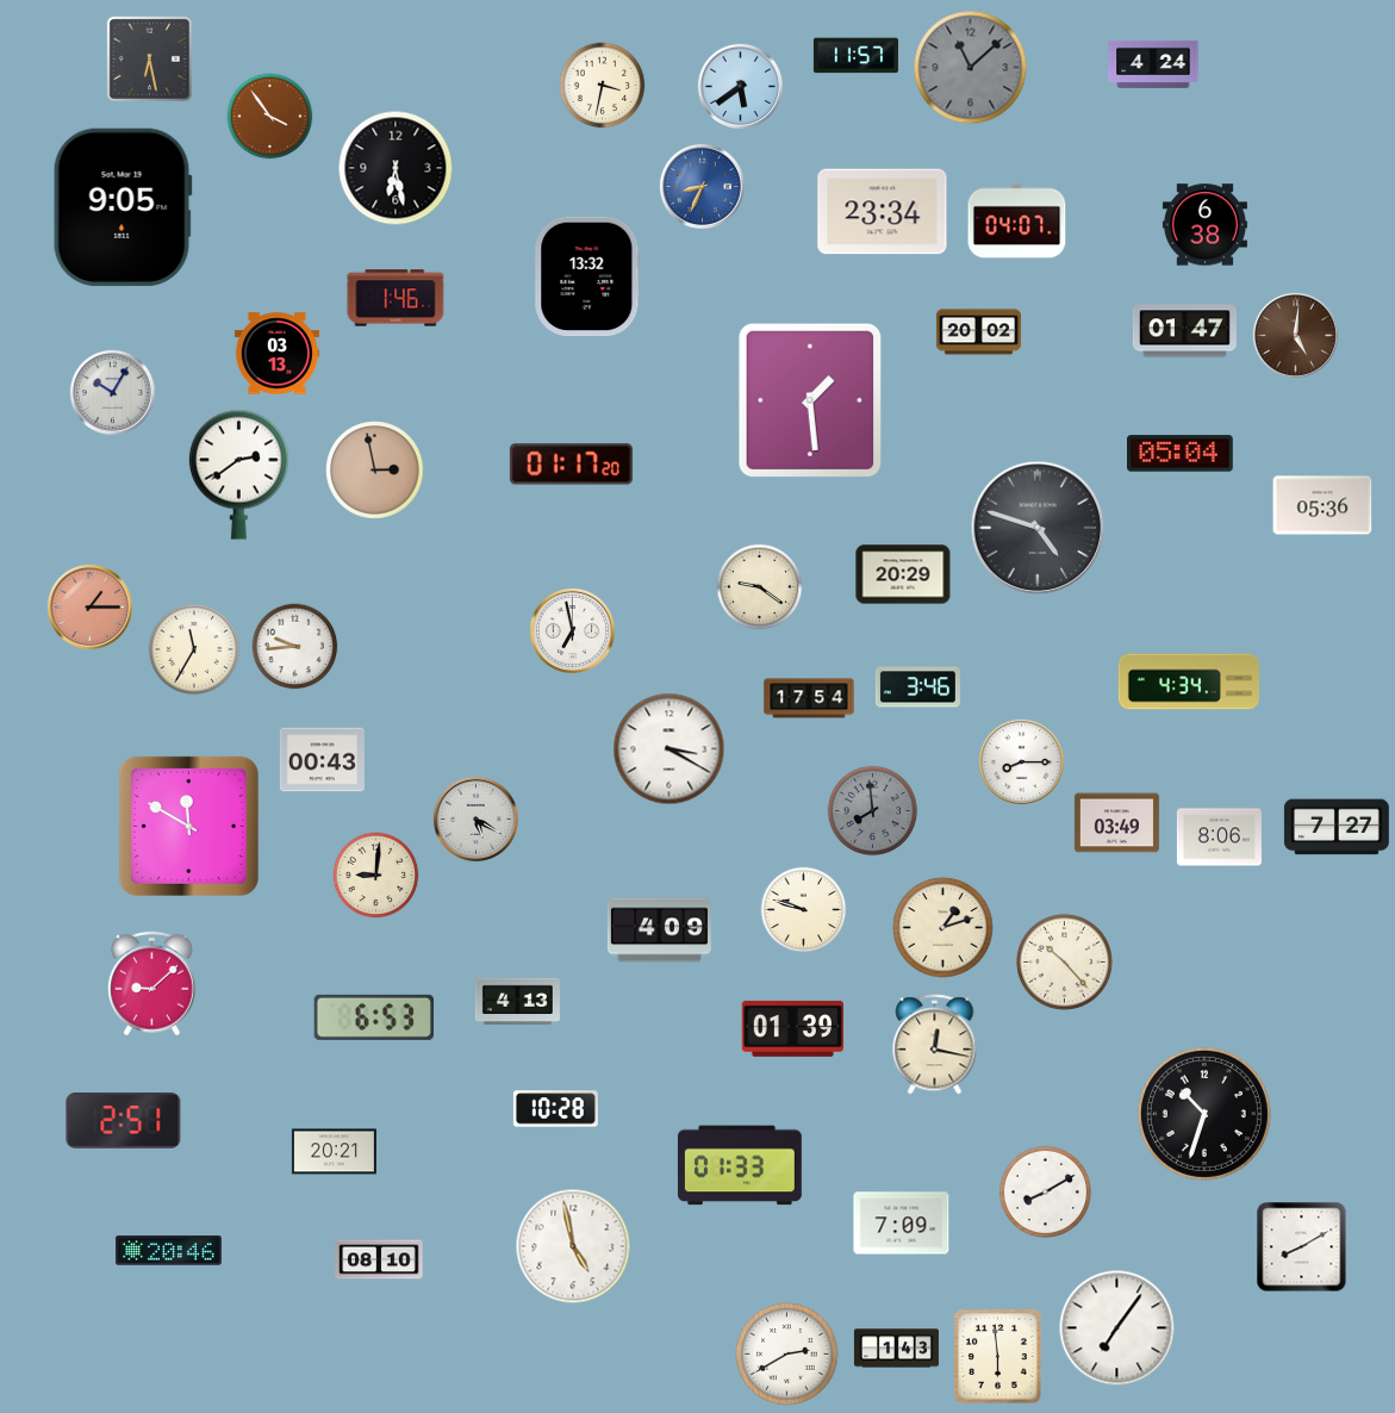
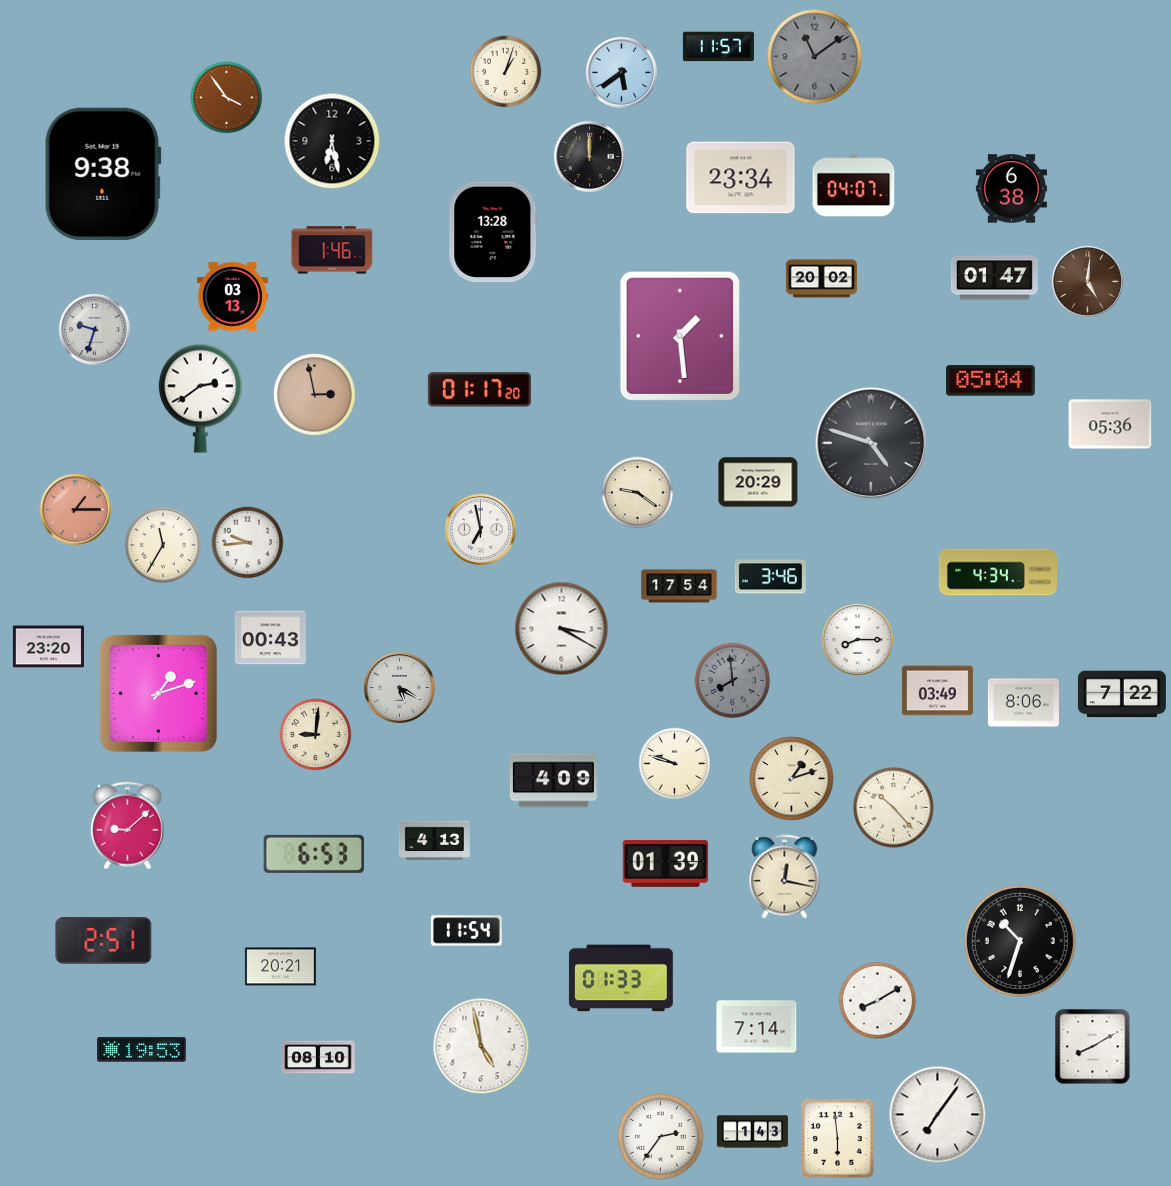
clock at (149, 58): 6:28 -> none
clock at (1153, 64): 4:24 -> none
clock at (971, 68): 11:08 -> 11:09
clock at (603, 86): 3:32 -> 1:03
clock at (702, 186): 8:34 -> 12:00
clock at (702, 186) dial: blue -> black
clock at (123, 207): 9:05 -> 9:38
clock at (587, 276): 13:32 -> 13:28
clock at (112, 392): 10:05 -> 9:33
clock at (48, 647): none -> 23:20
clock at (188, 826): 11:50 -> 1:12
clock at (1337, 827): 7:27 -> 7:22
clock at (555, 1109): 10:28 -> 11:54
clock at (1204, 1114) position: (1204, 1114) -> (1020, 941)
clock at (902, 1224): 7:09 -> 7:14
clock at (169, 1251): 20:46 -> 19:53
clock at (787, 1355): 2:40 -> 2:36
